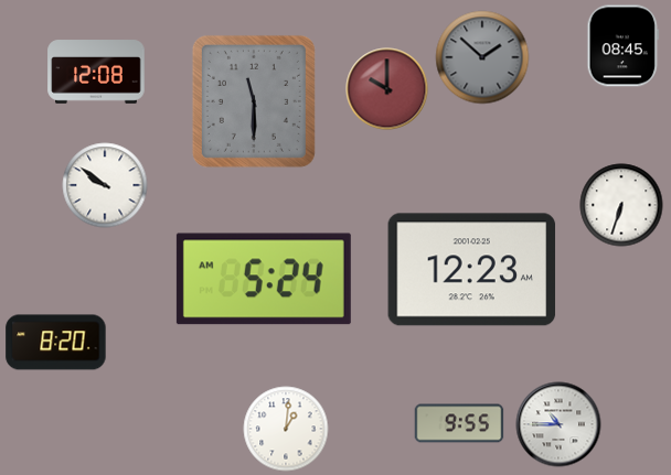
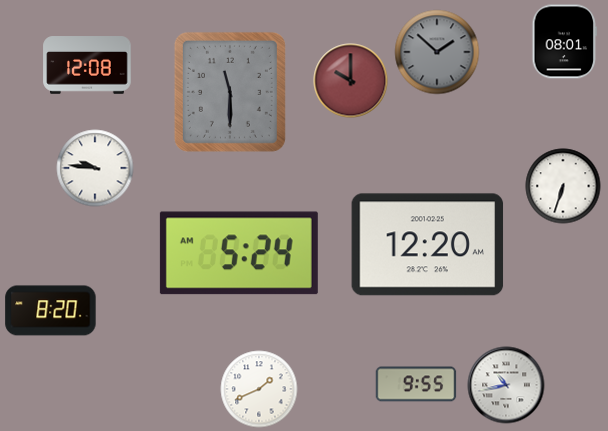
clock at (624, 46): 08:45 -> 08:01
clock at (105, 185): 9:51 -> 9:46
clock at (472, 270): 12:23 -> 12:20
clock at (558, 424): 10:45 -> 10:43
clock at (286, 429): 1:01 -> 1:41
